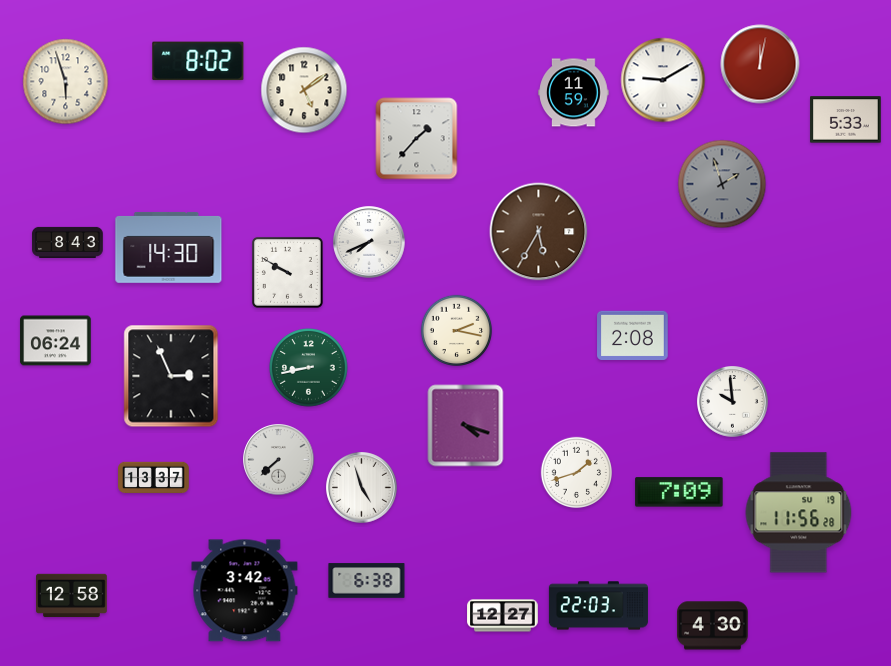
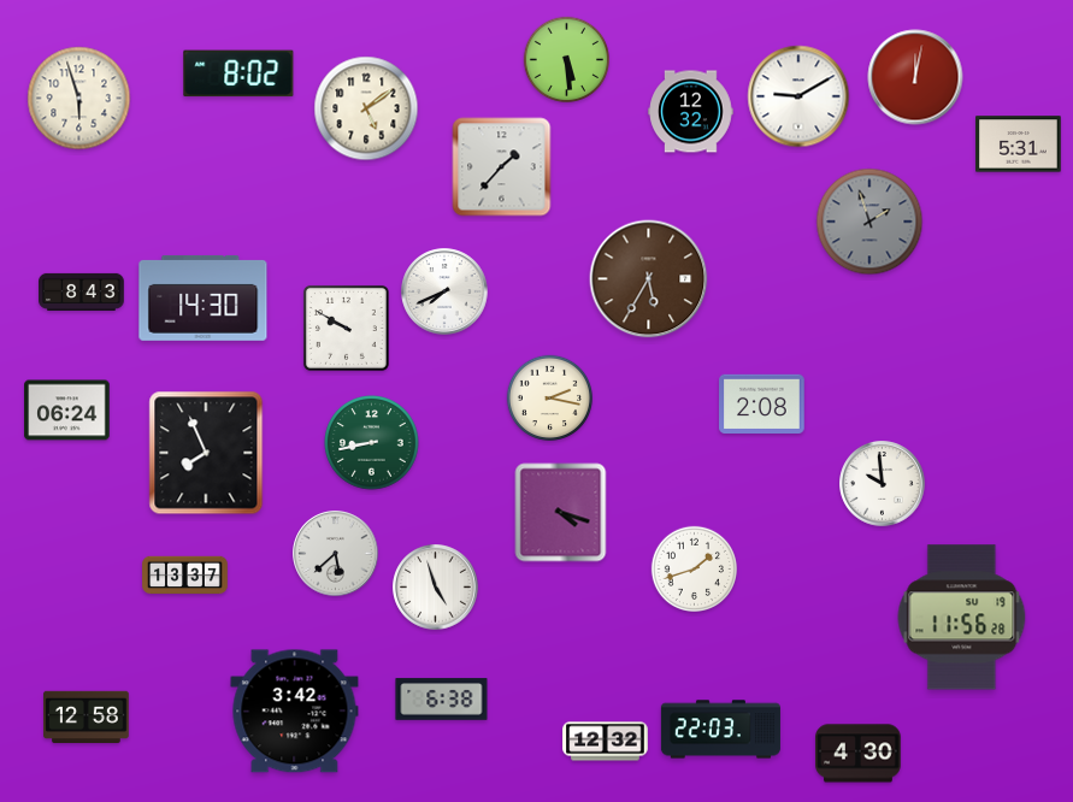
clock at (566, 59): none -> 5:29
clock at (574, 93): 11:59 -> 12:32
clock at (846, 120): 5:33 -> 5:31
clock at (171, 376): 2:56 -> 7:56
clock at (279, 460): 7:38 -> 5:38
clock at (679, 492): 7:09 -> none
clock at (503, 616): 12:27 -> 12:32
